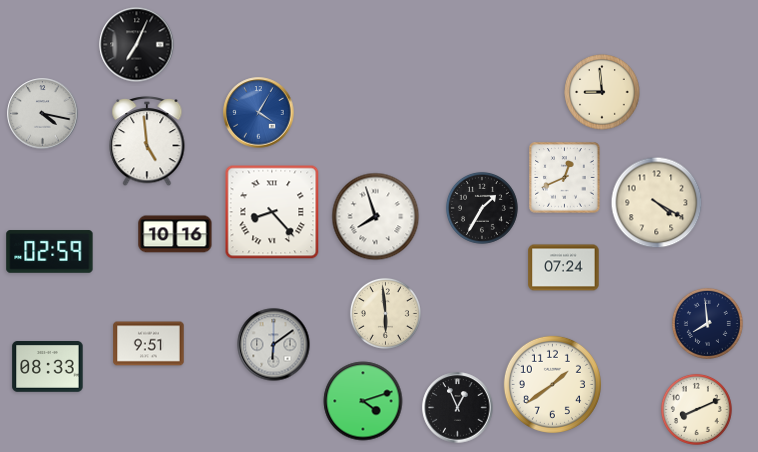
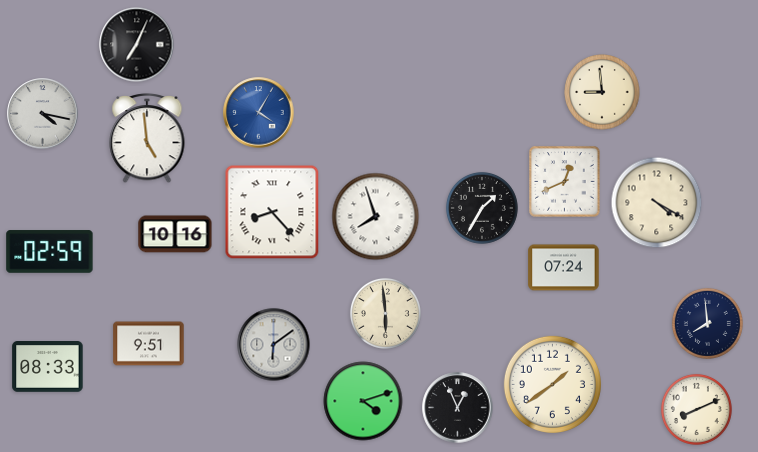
clock at (147, 141) position: (147, 141) -> (147, 138)
clock at (565, 178) position: (565, 178) -> (565, 182)
